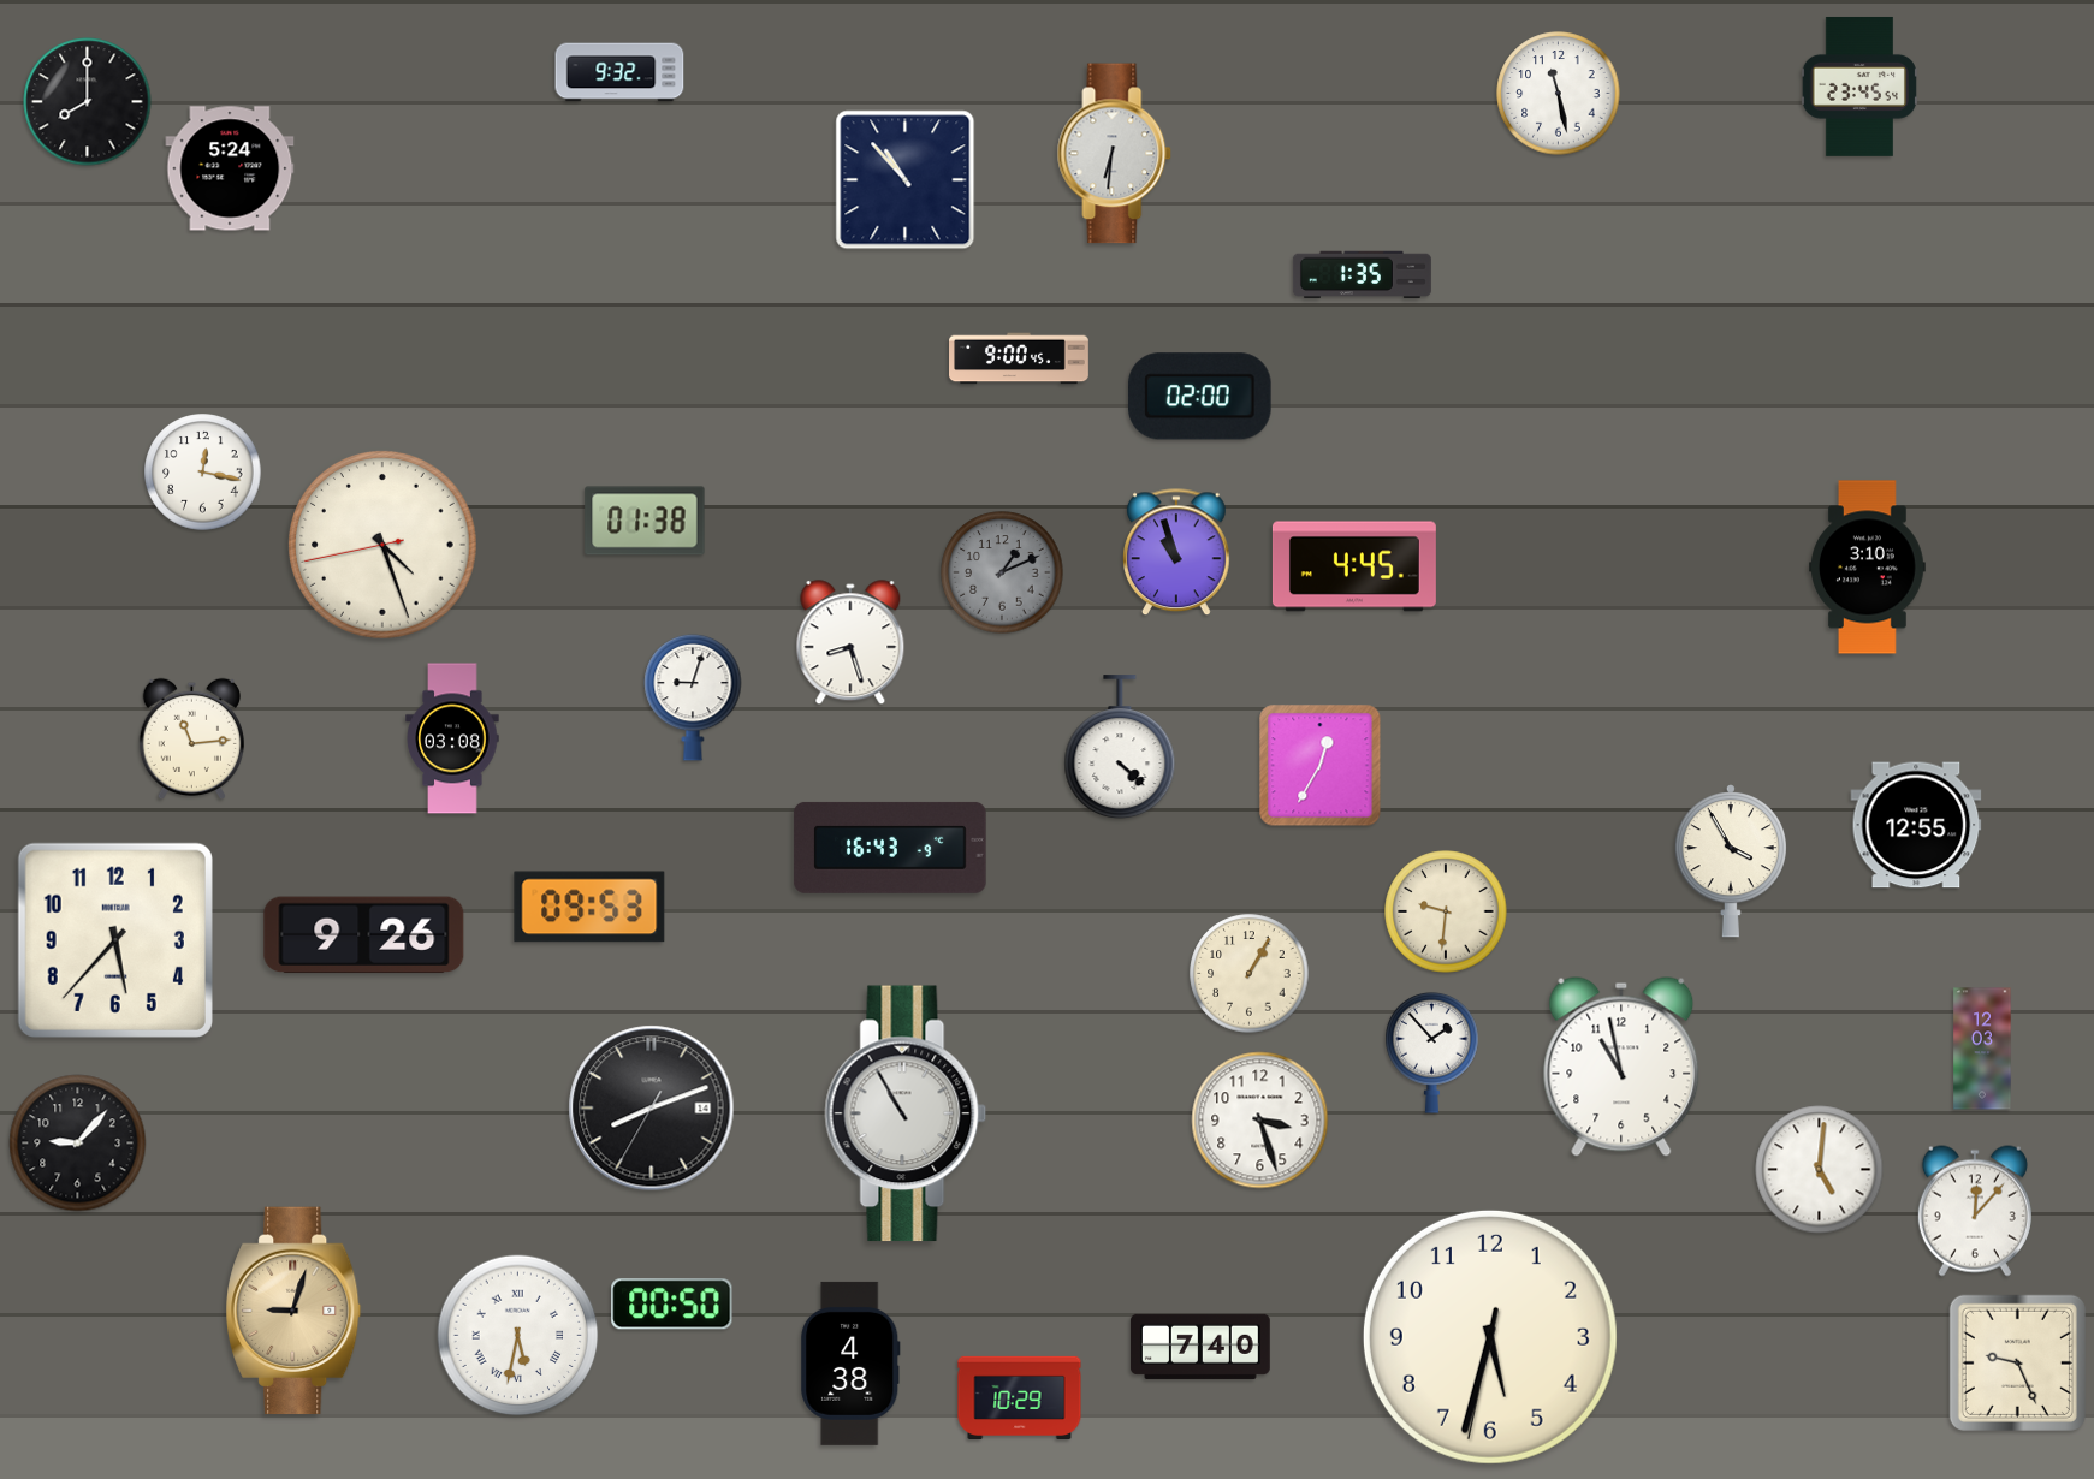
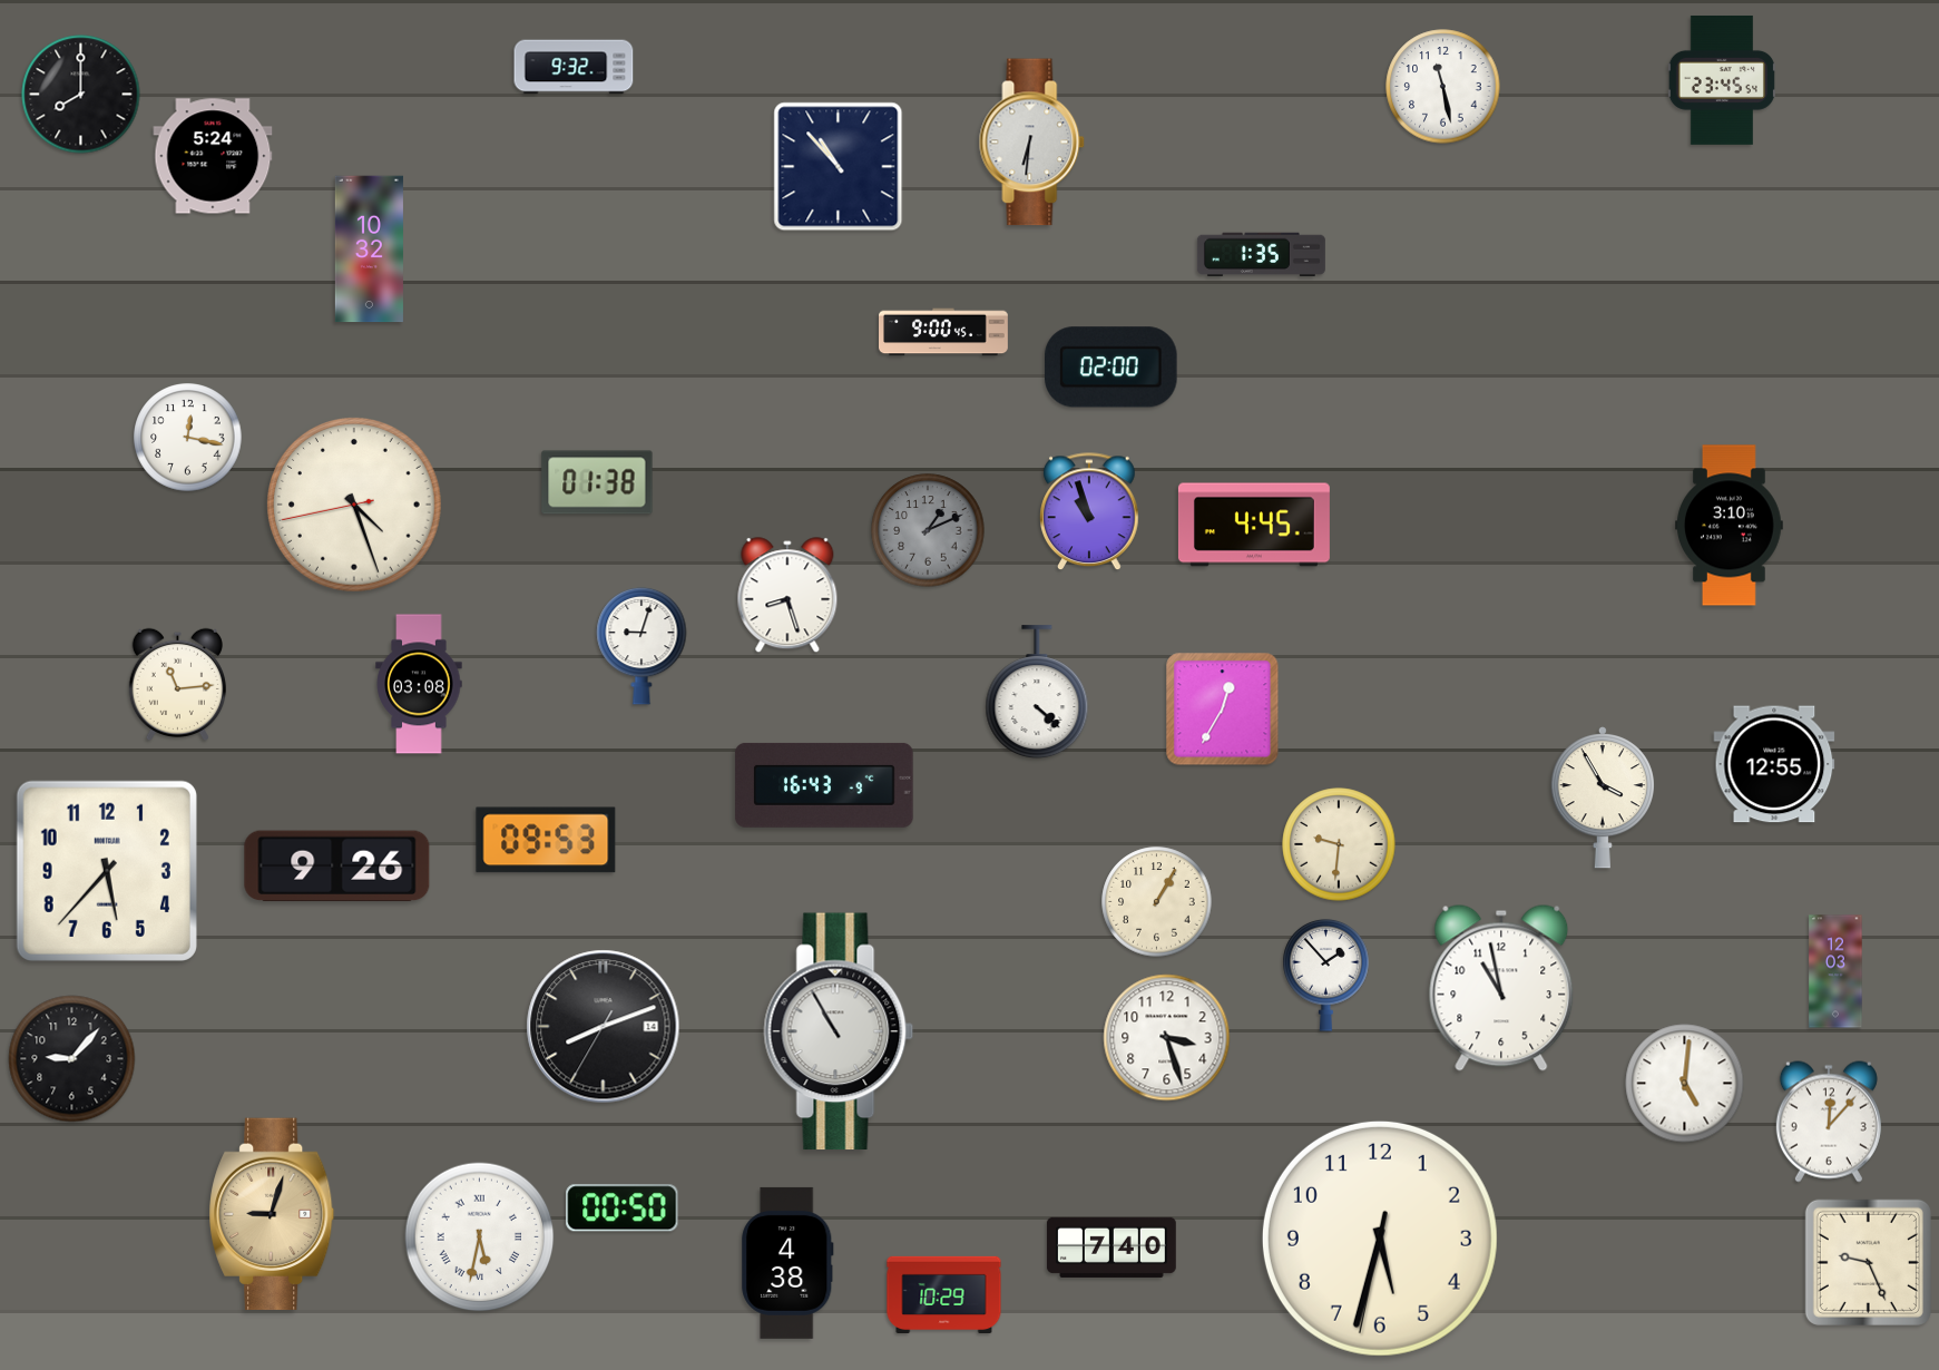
clock at (369, 249): none -> 10:32
